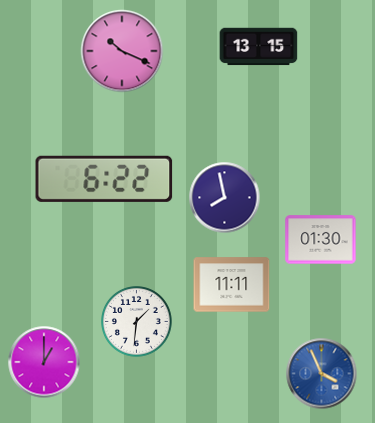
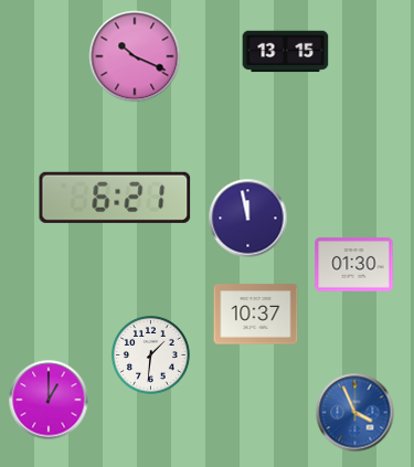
clock at (104, 179): 6:22 -> 6:21
clock at (225, 198): 7:58 -> 11:58
clock at (232, 285): 11:11 -> 10:37
